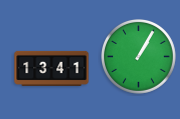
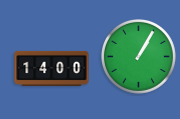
clock at (52, 68): 13:41 -> 14:00
